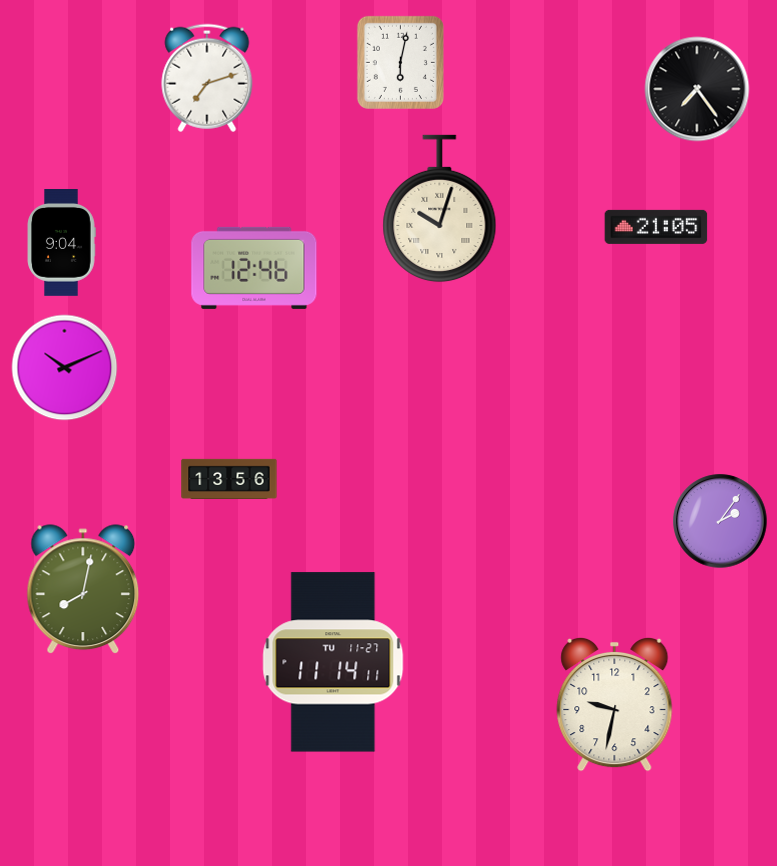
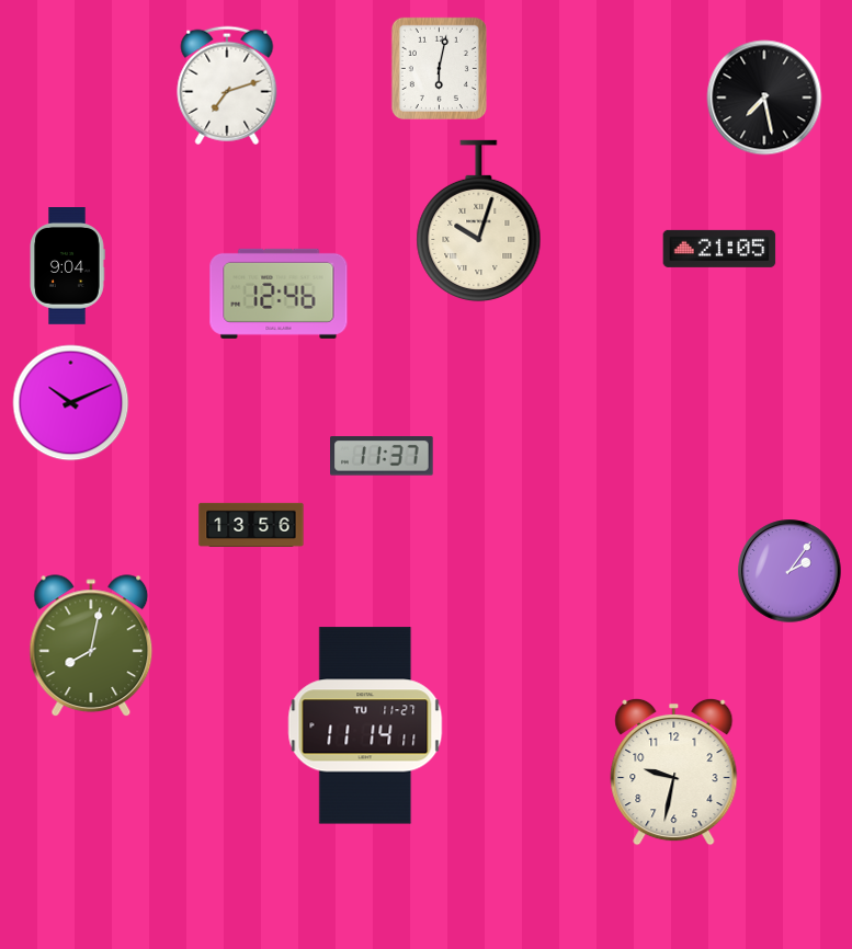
clock at (697, 89): 7:24 -> 7:28
clock at (440, 209) position: (440, 209) -> (479, 221)
clock at (383, 456): none -> 11:37
